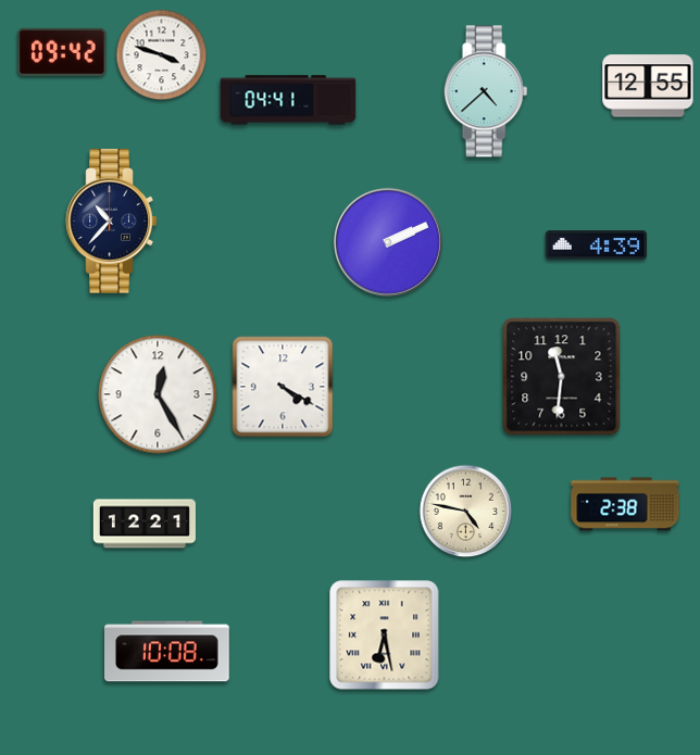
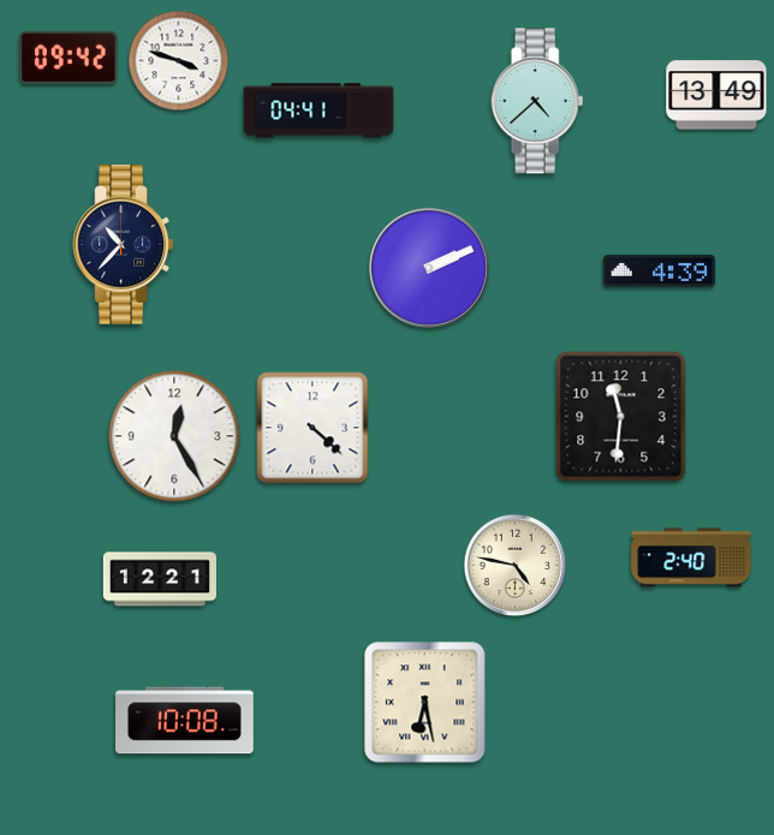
clock at (648, 86): 12:55 -> 13:49
clock at (283, 387): 4:20 -> 4:22
clock at (625, 504): 2:38 -> 2:40
